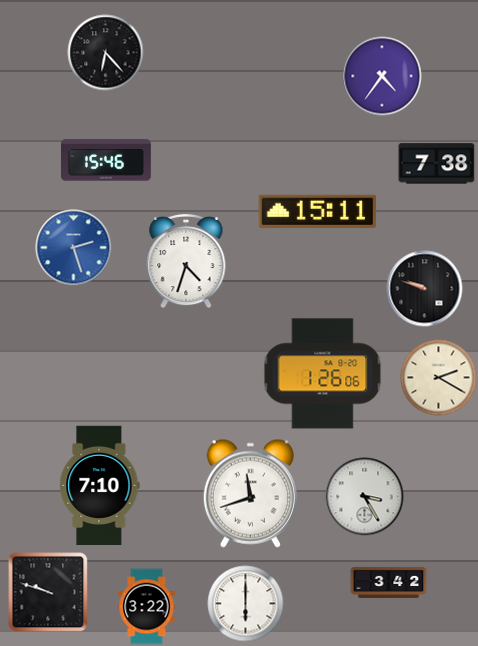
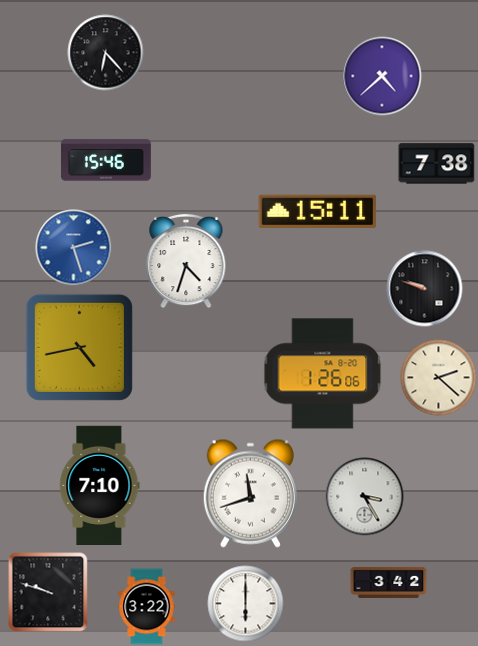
clock at (382, 76): 4:36 -> 4:38
clock at (79, 347): none -> 4:43
clock at (439, 378): 2:20 -> 2:22
